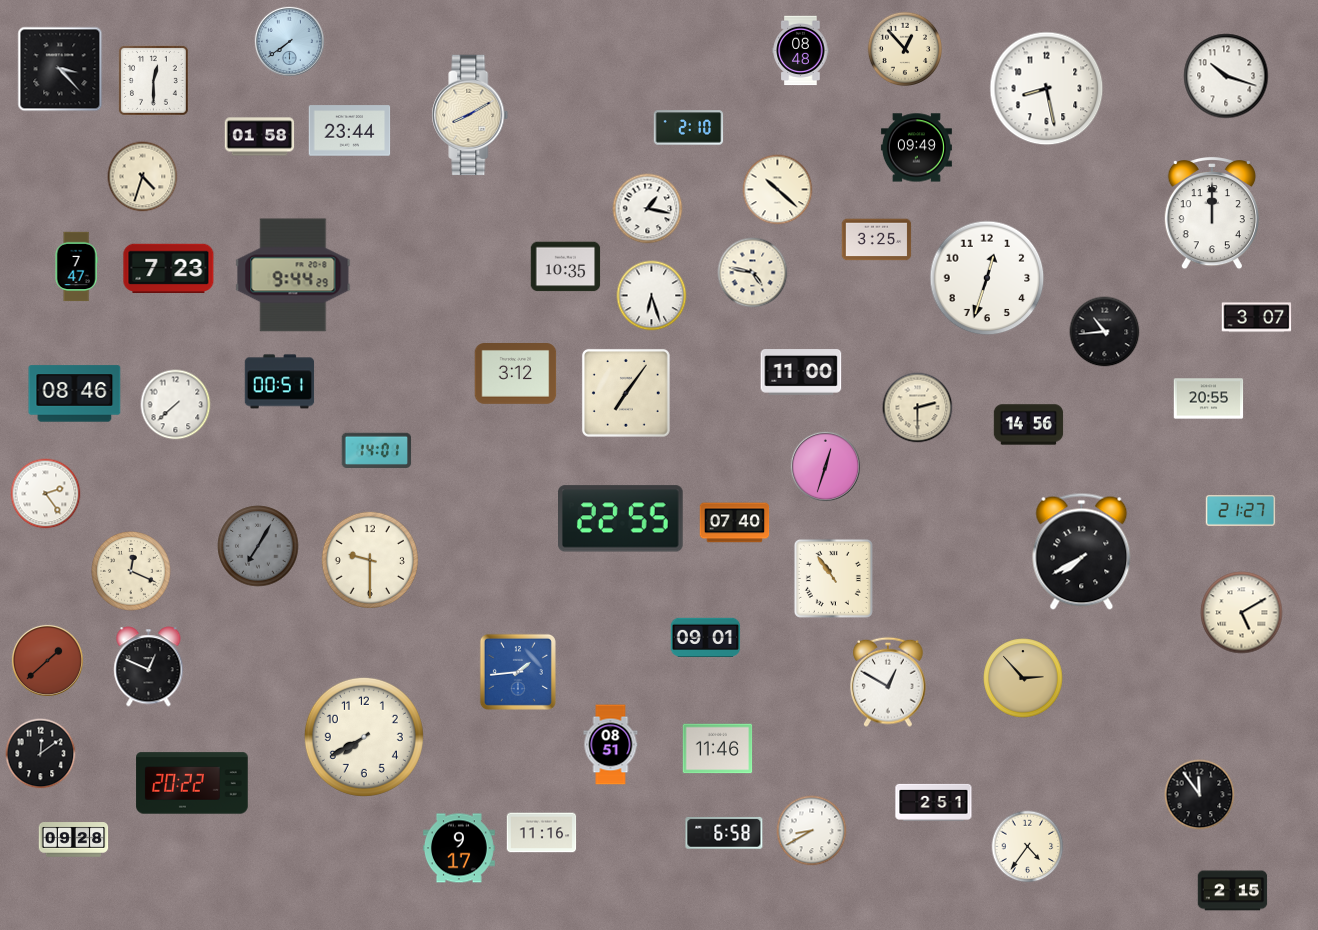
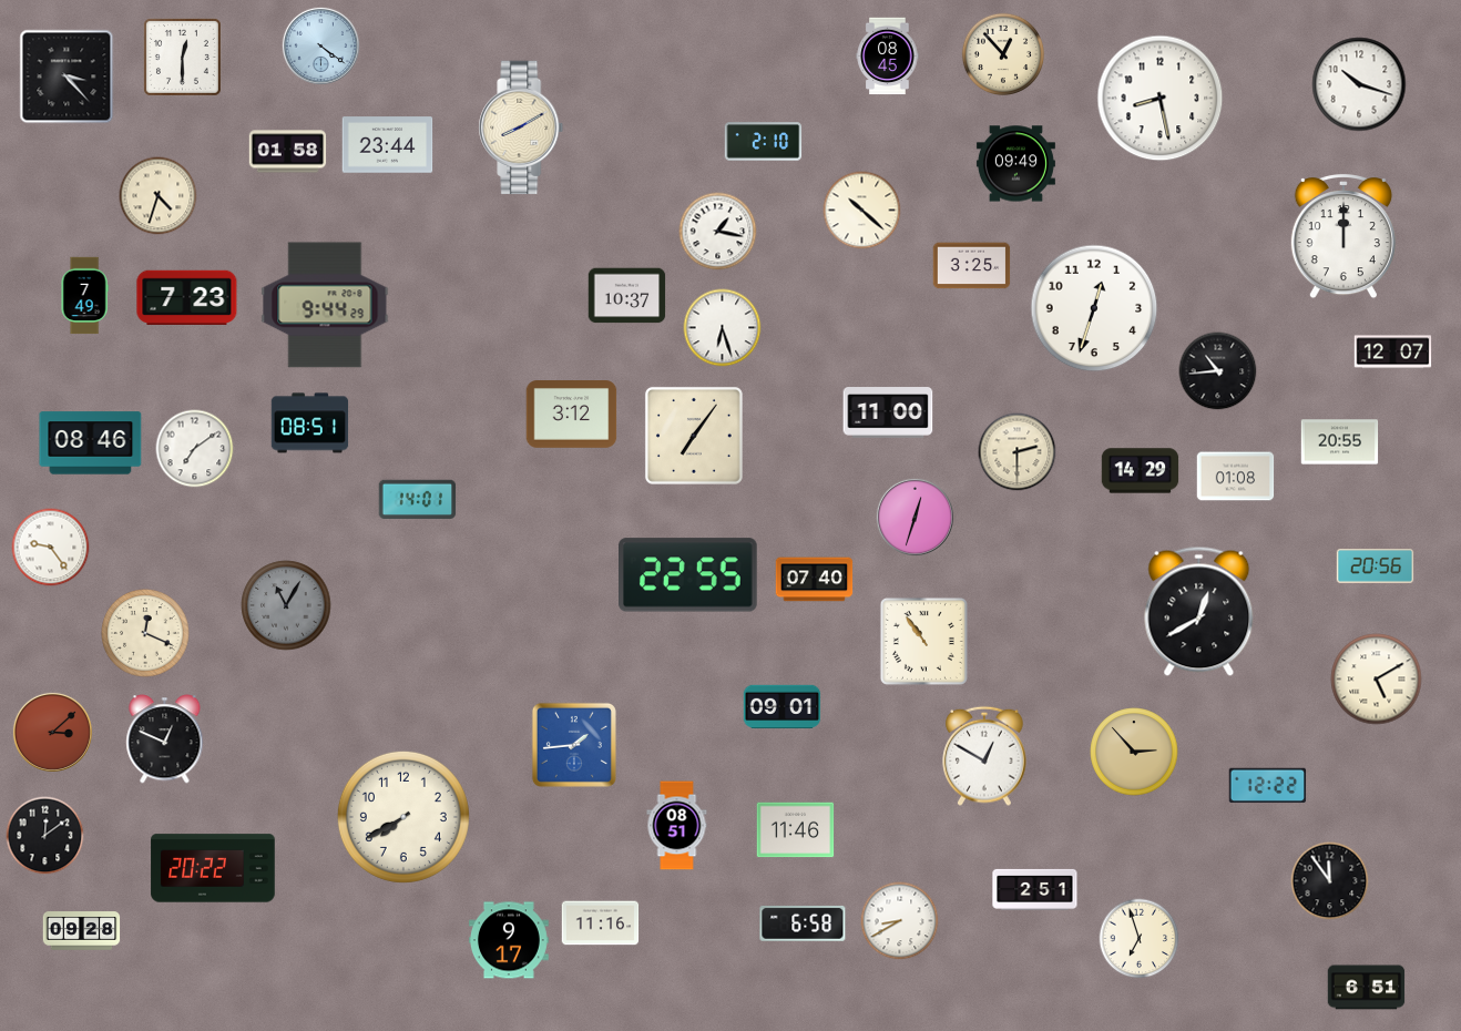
clock at (289, 41): 7:39 -> 4:21
clock at (801, 51): 08:48 -> 08:45
clock at (153, 80) position: (153, 80) -> (182, 57)
clock at (76, 267): 7:47 -> 7:49
clock at (566, 267): 10:35 -> 10:37
clock at (753, 273): 4:47 -> none
clock at (1257, 318): 3:07 -> 12:07
clock at (1105, 332) position: (1105, 332) -> (1218, 371)
clock at (280, 382): 00:51 -> 08:51
clock at (75, 394) position: (75, 394) -> (91, 443)
clock at (176, 405): 7:38 -> 7:09
clock at (1029, 425): 14:56 -> 14:29
clock at (1236, 477): none -> 01:08
clock at (46, 494): 2:24 -> 9:24
clock at (1241, 510): 21:27 -> 20:56
clock at (258, 546): 7:05 -> 11:05
clock at (1082, 551): 7:40 -> 12:40
clock at (370, 560): 9:30 -> none
clock at (47, 660): 1:38 -> 3:08
clock at (1268, 786): none -> 12:22
clock at (1028, 847): 4:36 -> 6:57
clock at (1233, 891): 2:15 -> 6:51
